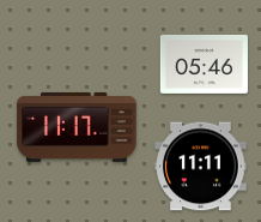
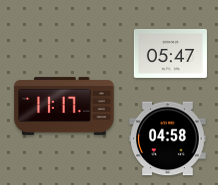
clock at (204, 64): 05:46 -> 05:47
clock at (201, 167): 11:11 -> 04:58
